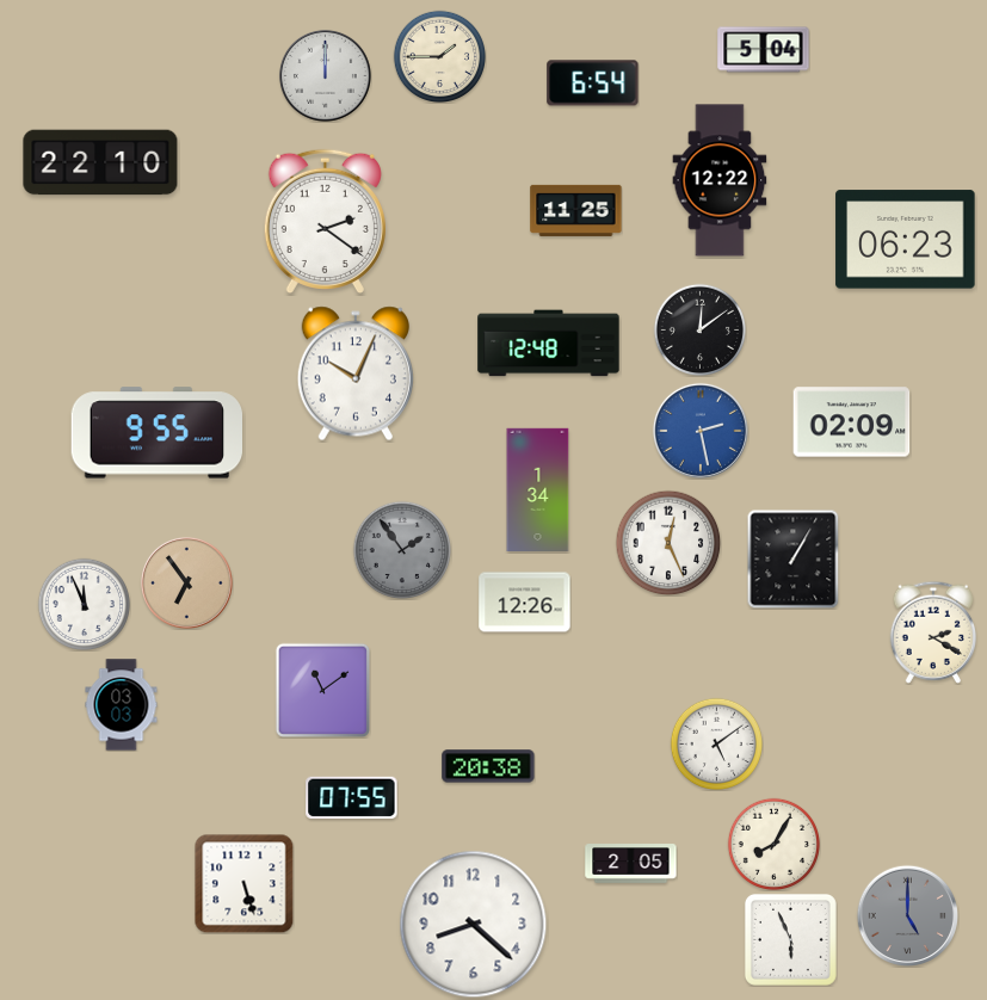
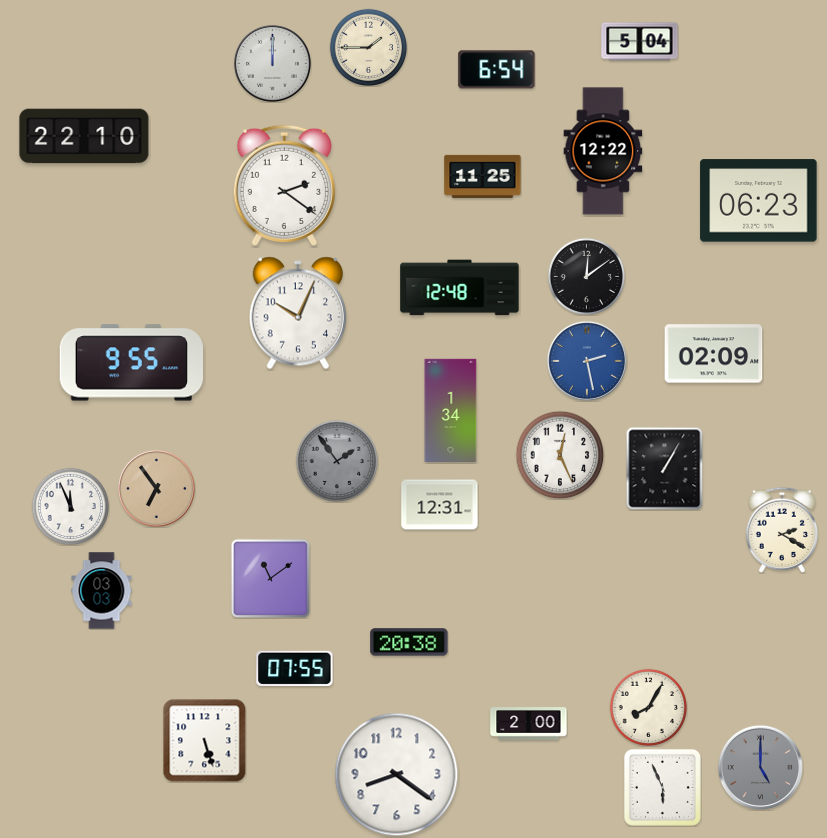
clock at (325, 221) position: (325, 221) -> (284, 185)
clock at (525, 603): 12:26 -> 12:31
clock at (716, 743): 5:09 -> none
clock at (631, 864): 2:05 -> 2:00
clock at (474, 925): 8:22 -> 8:21
